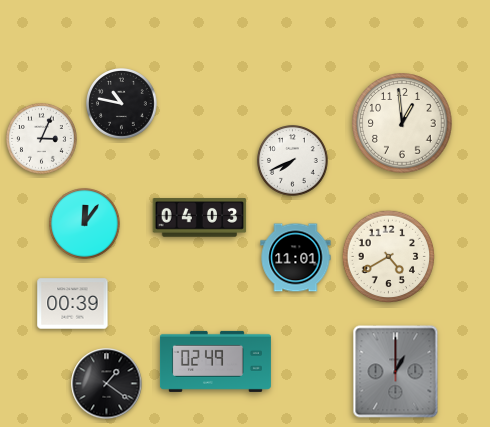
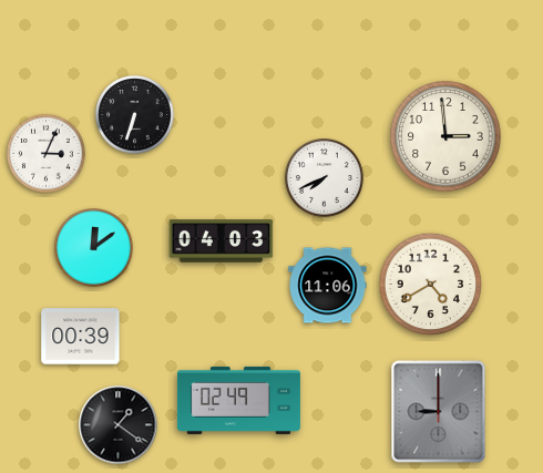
clock at (122, 104): 10:47 -> 6:33
clock at (402, 123): 12:59 -> 2:59
clock at (85, 224): 12:06 -> 12:09
clock at (296, 258): 11:01 -> 11:06
clock at (396, 372): 1:00 -> 9:00
